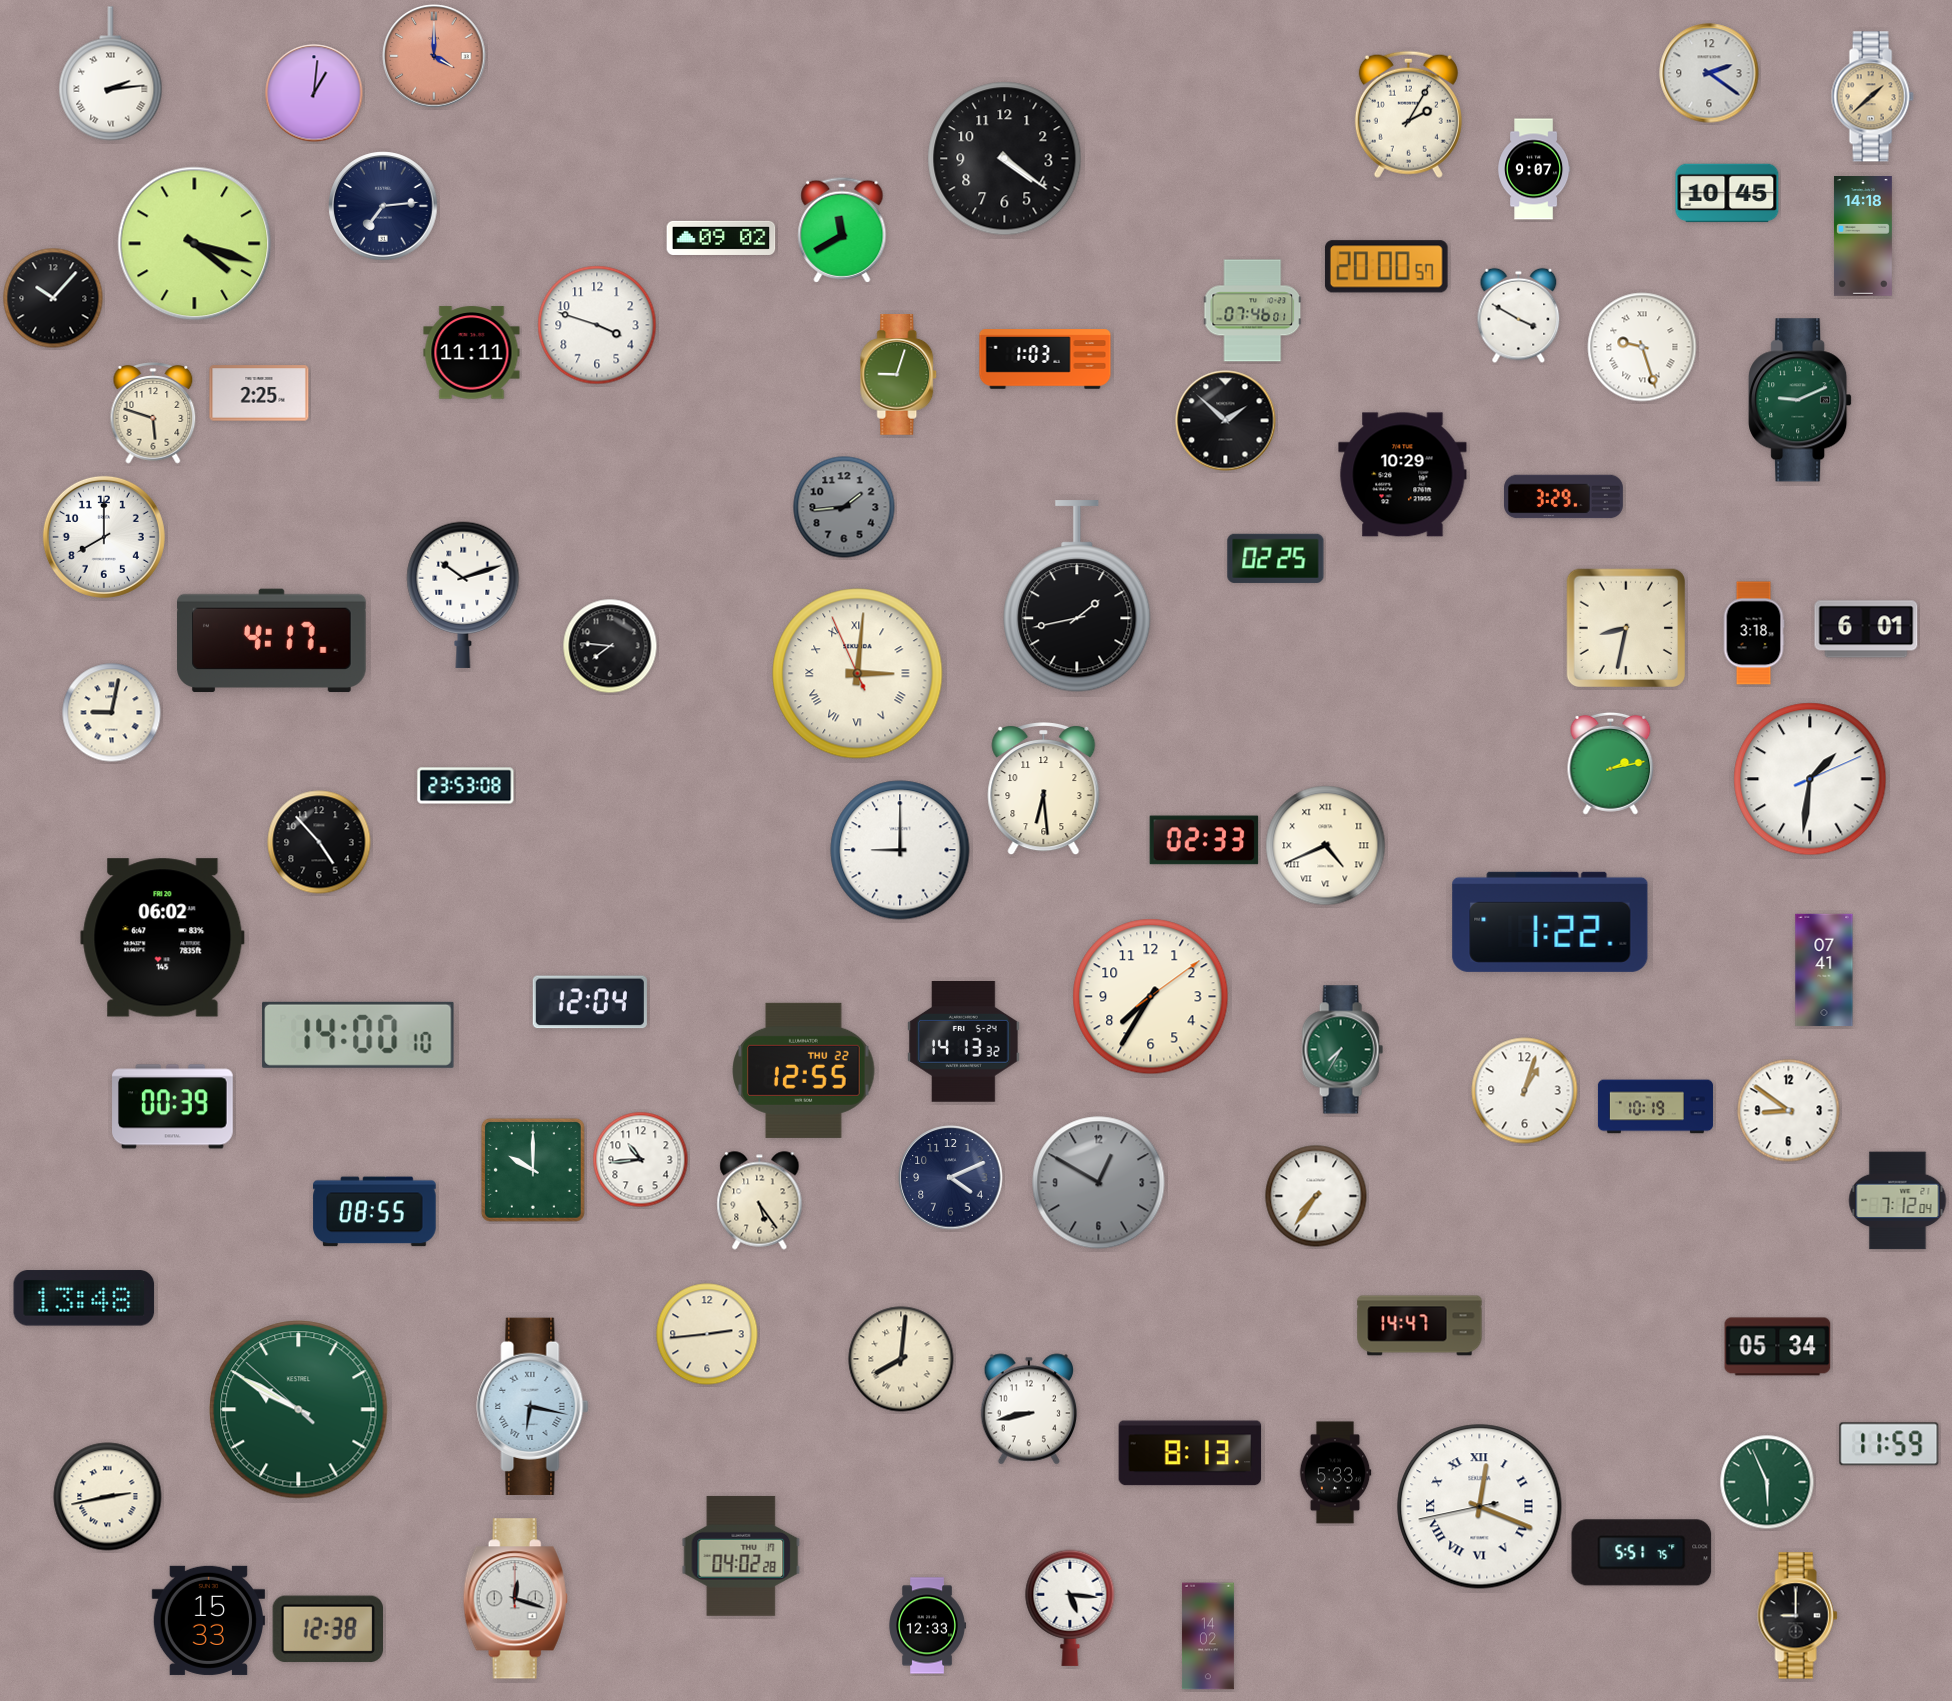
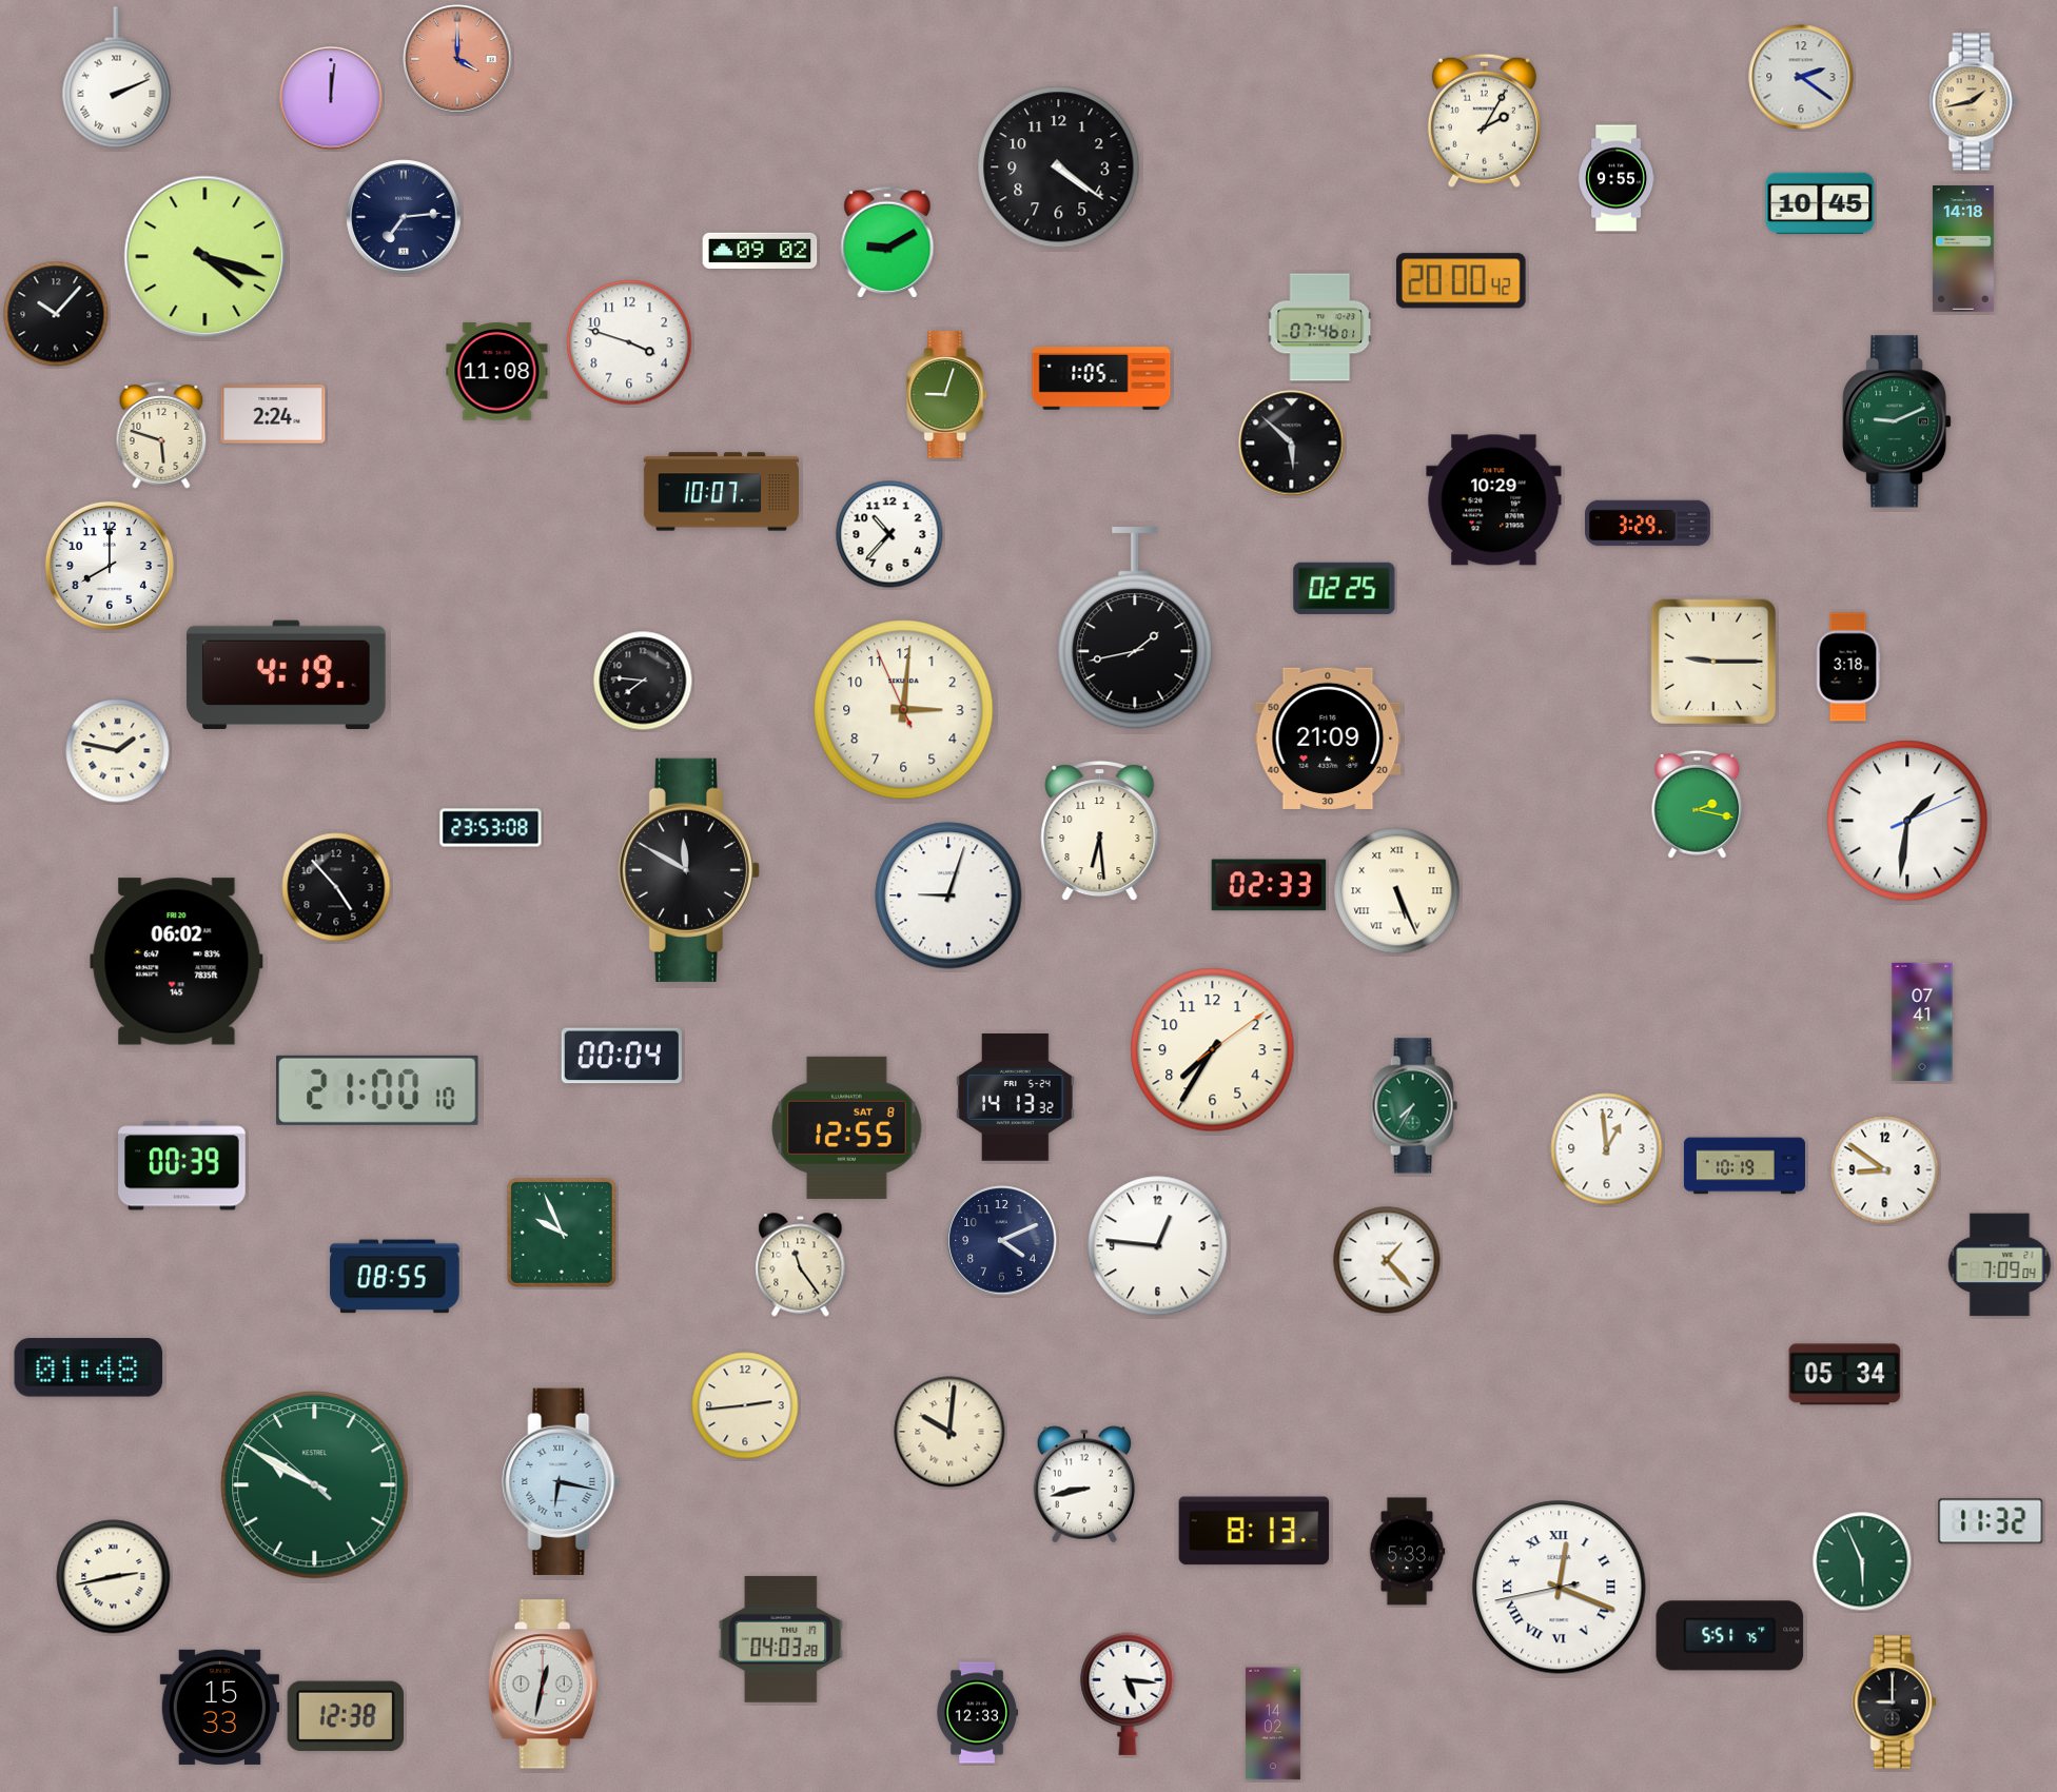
clock at (111, 74): 2:14 -> 2:11
clock at (314, 93): 1:01 -> 12:01
clock at (1872, 97): 1:38 -> 1:43
clock at (1534, 169): 9:07 -> 9:55
clock at (842, 230): 11:40 -> 9:10
clock at (1386, 267): 20:00:57 -> 20:00:42
clock at (1519, 316): 3:50 -> none
clock at (1642, 347): 9:27 -> none
clock at (472, 353): 11:11 -> 11:08
clock at (1045, 359): 1:03 -> 1:05
clock at (259, 393): 2:25 -> 2:24
clock at (1226, 421): 1:52 -> 5:52
clock at (721, 492): none -> 10:07
clock at (1403, 475) position: (1403, 475) -> (1494, 500)
clock at (844, 507): 1:44 -> 10:37
clock at (844, 507) dial: grey -> white
clock at (463, 595): 10:12 -> none
clock at (1625, 627): 8:32 -> 9:15
clock at (1866, 629): 6:01 -> none
clock at (272, 641): 4:17 -> 4:19
clock at (858, 674) numerals: Roman -> Arabic
clock at (1328, 739): none -> 21:09
clock at (112, 713): 9:02 -> 1:47
clock at (1611, 763): 2:13 -> 2:17
clock at (689, 870): none -> 11:50
clock at (1326, 846): 4:41 -> 5:26
clock at (900, 850): 9:00 -> 9:03
clock at (1550, 922): 1:22 -> none
clock at (163, 938) position: (163, 938) -> (177, 962)
clock at (590, 1002): 12:04 -> 00:04
clock at (358, 1035): 14:00 -> 21:00
clock at (804, 1070) date: THU 22 -> SAT 8
clock at (1525, 1091): 1:03 -> 12:59
clock at (641, 1160): 10:44 -> none
clock at (533, 1170): 10:00 -> 9:56
clock at (1099, 1183): 12:50 -> 12:46
clock at (1099, 1183) dial: grey -> white
clock at (1316, 1196): 7:36 -> 1:23
clock at (760, 1201): 5:24 -> 11:24
clock at (1898, 1201): 7:12 -> 7:09
clock at (84, 1298): 13:48 -> 01:48
clock at (1420, 1326): 14:47 -> none
clock at (1778, 1347) position: (1778, 1347) -> (1845, 1375)
clock at (901, 1359): 8:01 -> 10:01
clock at (1889, 1444): 11:59 -> 11:32
clock at (741, 1556): 04:02 -> 04:03
clock at (515, 1599): 12:18 -> 12:32
